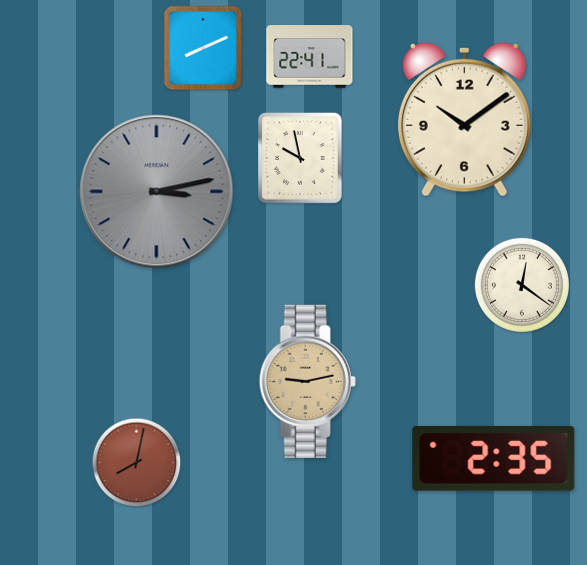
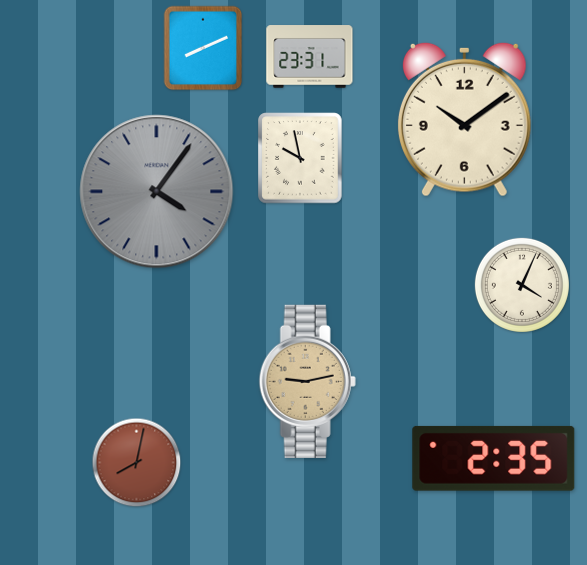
clock at (310, 57): 22:41 -> 23:31
clock at (157, 192): 3:13 -> 4:06
clock at (522, 285): 12:21 -> 4:04
